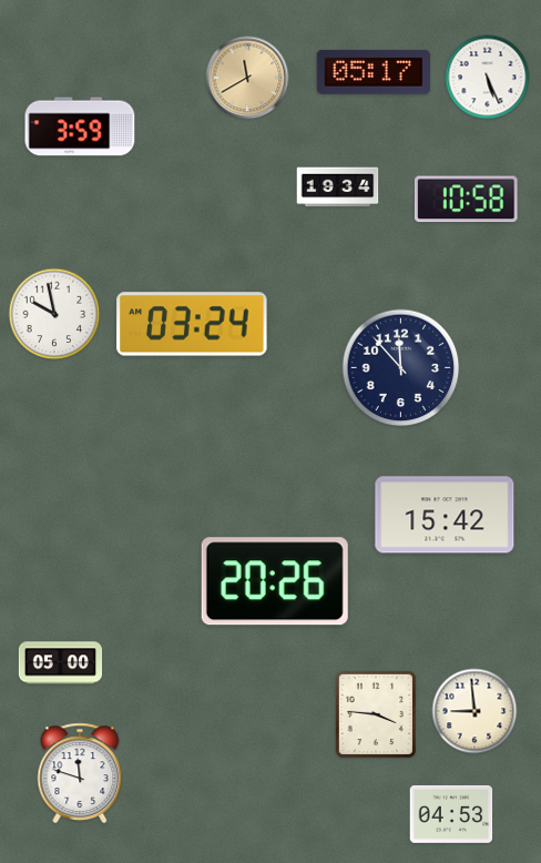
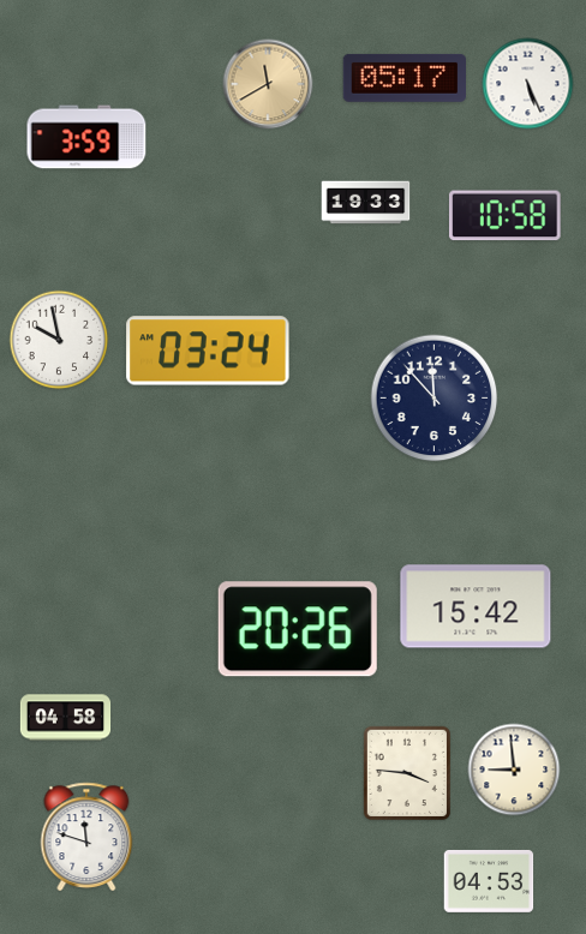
clock at (338, 187): 19:34 -> 19:33
clock at (445, 515) position: (445, 515) -> (476, 606)
clock at (61, 663): 05:00 -> 04:58
